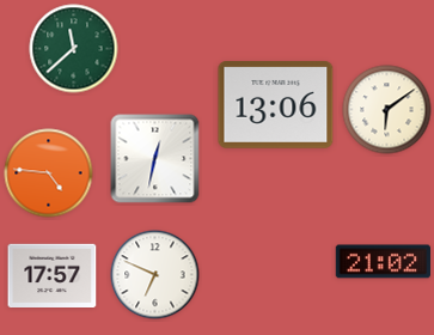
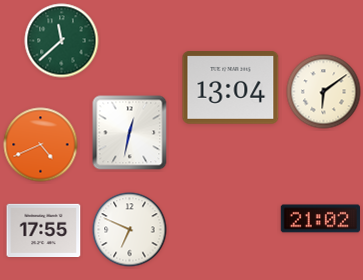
clock at (276, 105): 13:06 -> 13:04
clock at (49, 173): 4:46 -> 4:41
clock at (53, 275): 17:57 -> 17:55
